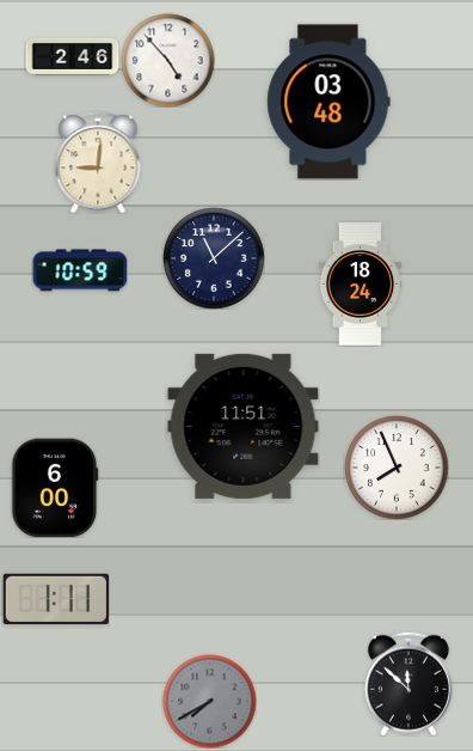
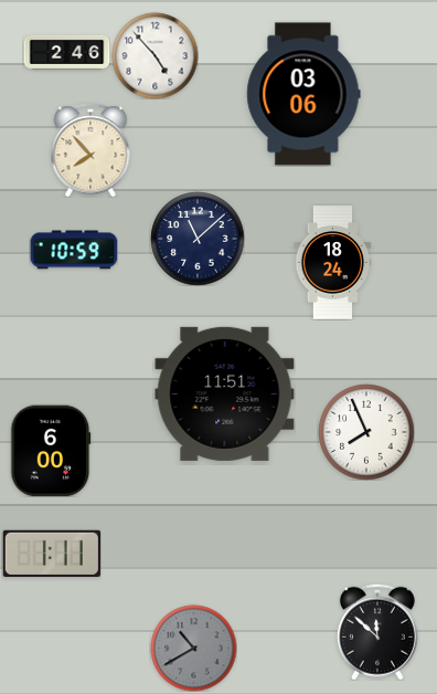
clock at (328, 102): 03:48 -> 03:06
clock at (98, 163): 9:01 -> 7:53
clock at (209, 701): 7:40 -> 10:40
